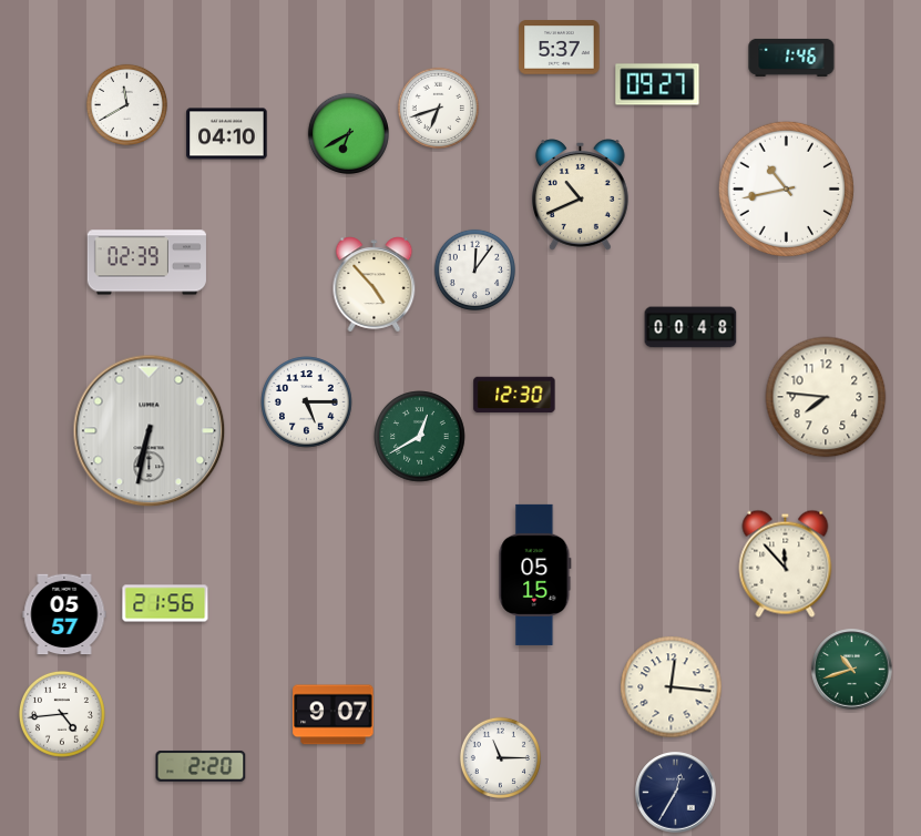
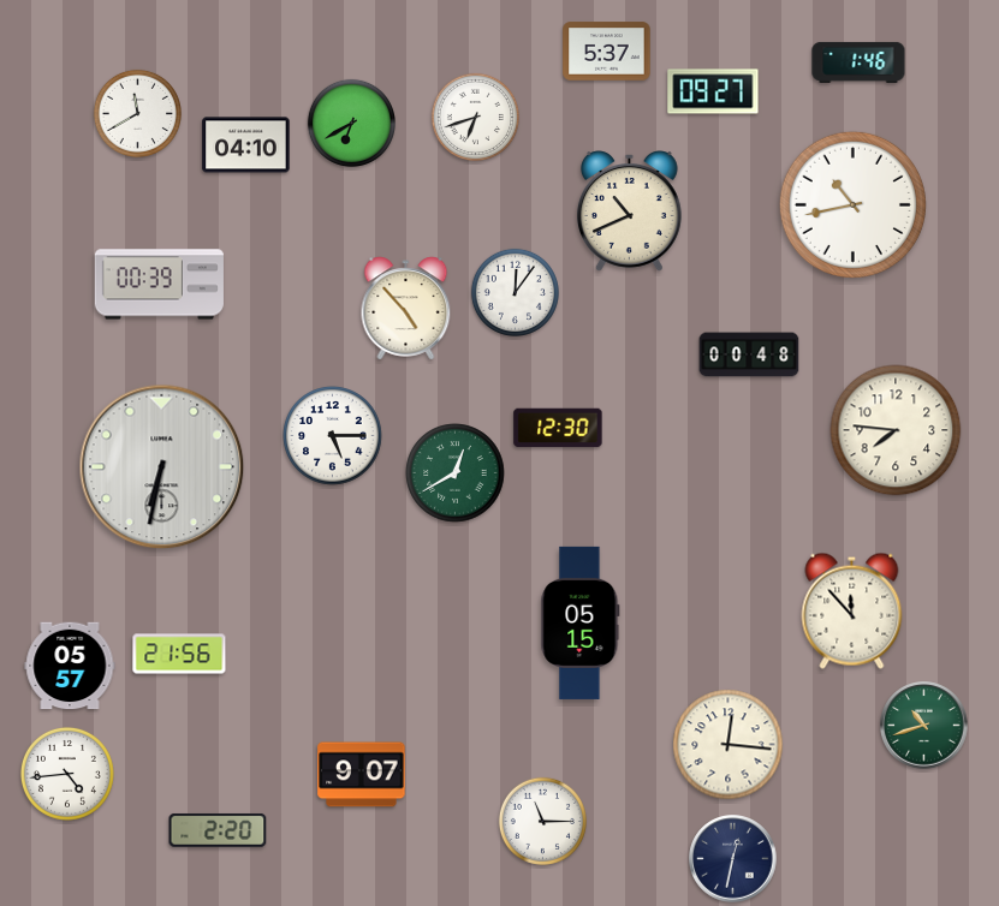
clock at (348, 133) position: (348, 133) -> (351, 123)
clock at (146, 263): 02:39 -> 00:39
clock at (676, 793): 12:35 -> 12:32
